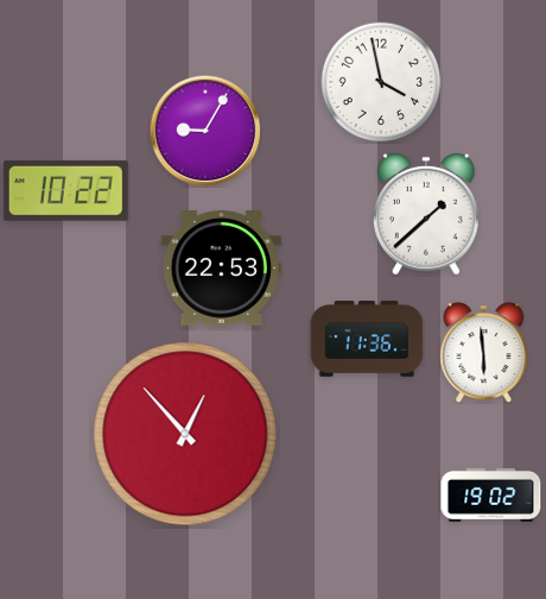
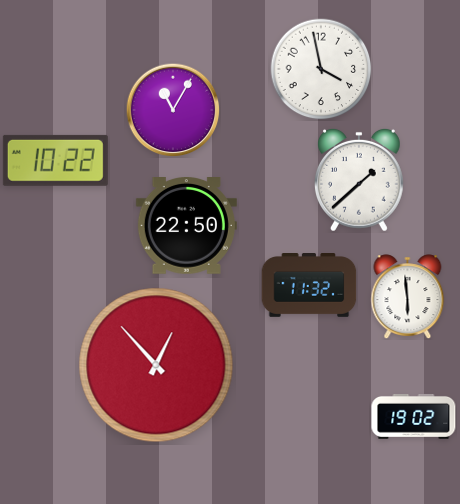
clock at (205, 131): 9:05 -> 11:05
clock at (221, 269): 22:53 -> 22:50
clock at (367, 340): 11:36 -> 11:32
